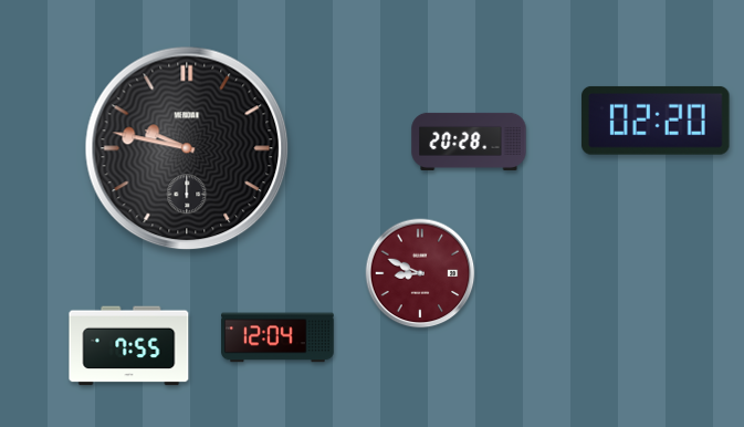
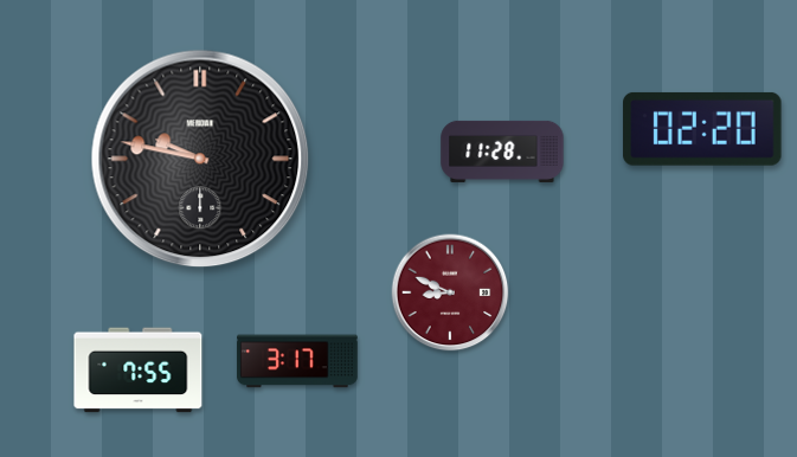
clock at (469, 142): 20:28 -> 11:28
clock at (277, 337): 12:04 -> 3:17
